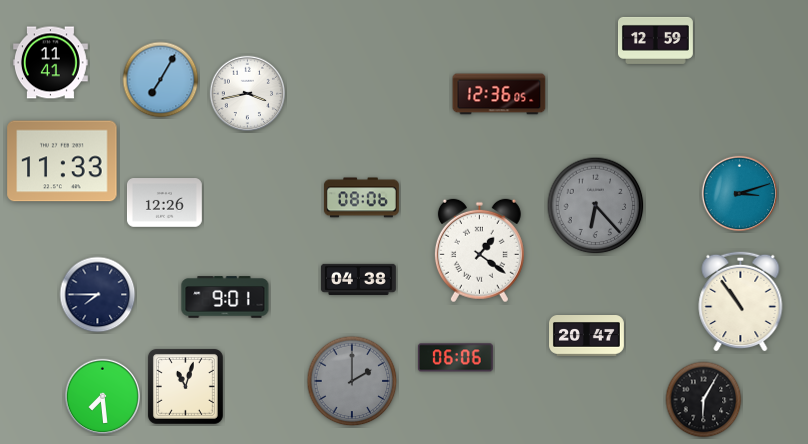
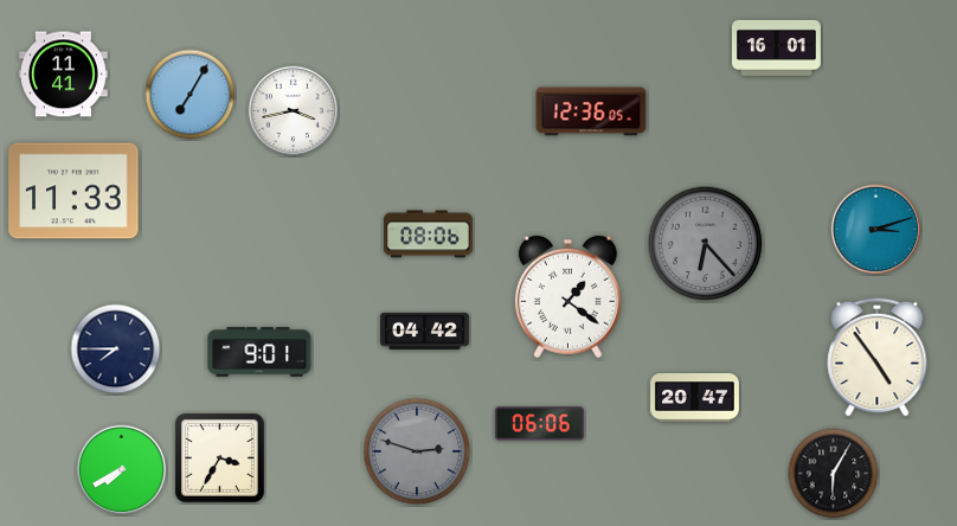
clock at (656, 40): 12:59 -> 16:01
clock at (50, 63) position: (50, 63) -> (63, 75)
clock at (164, 203): 12:26 -> none
clock at (358, 279): 04:38 -> 04:42
clock at (225, 297) position: (225, 297) -> (259, 352)
clock at (741, 301): 10:54 -> 4:54
clock at (352, 381): 2:00 -> 2:48
clock at (185, 386): 11:03 -> 3:35
clock at (103, 397): 7:29 -> 7:40
